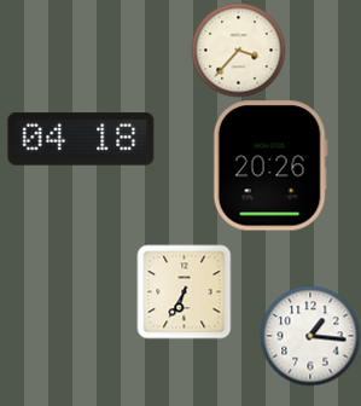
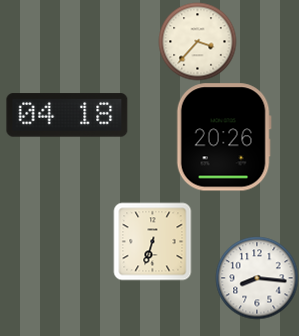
clock at (184, 291): 6:35 -> 6:33
clock at (310, 336): 1:16 -> 8:16
